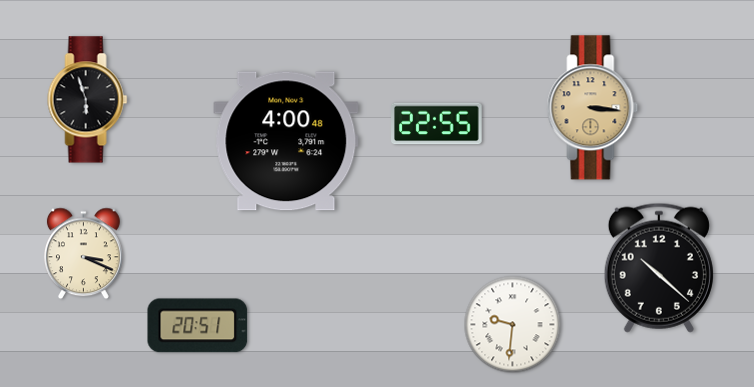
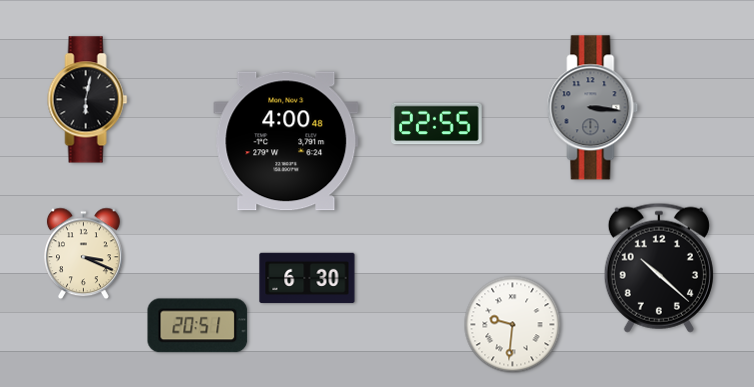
clock at (88, 100): 5:57 -> 6:02
clock at (593, 108) dial: champagne -> grey
clock at (307, 278): none -> 6:30
